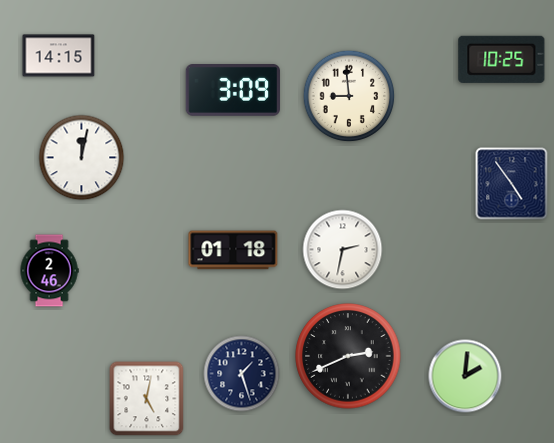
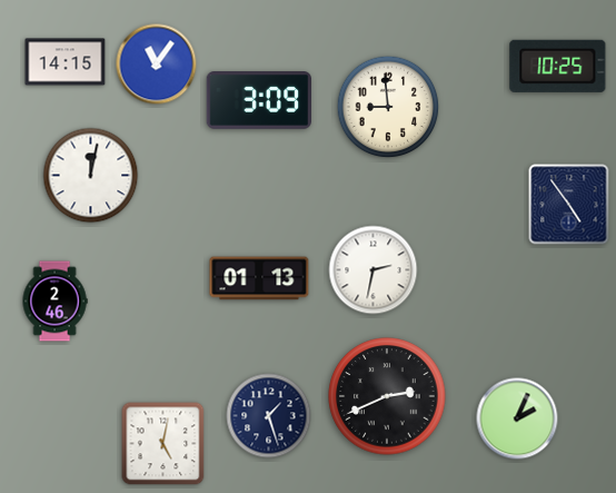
clock at (157, 65): none -> 11:06
clock at (233, 250): 01:18 -> 01:13
clock at (343, 250) position: (343, 250) -> (374, 270)
clock at (465, 376): 2:01 -> 2:04
